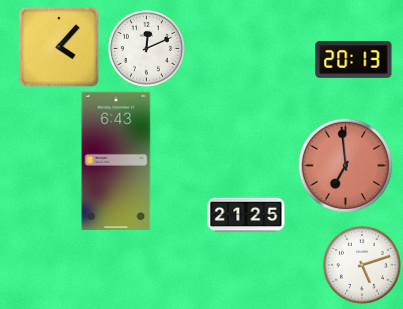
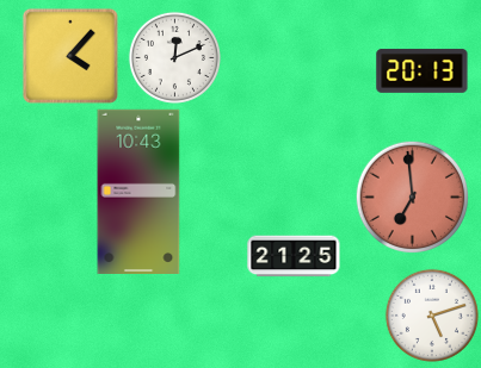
clock at (116, 160): 6:43 -> 10:43
